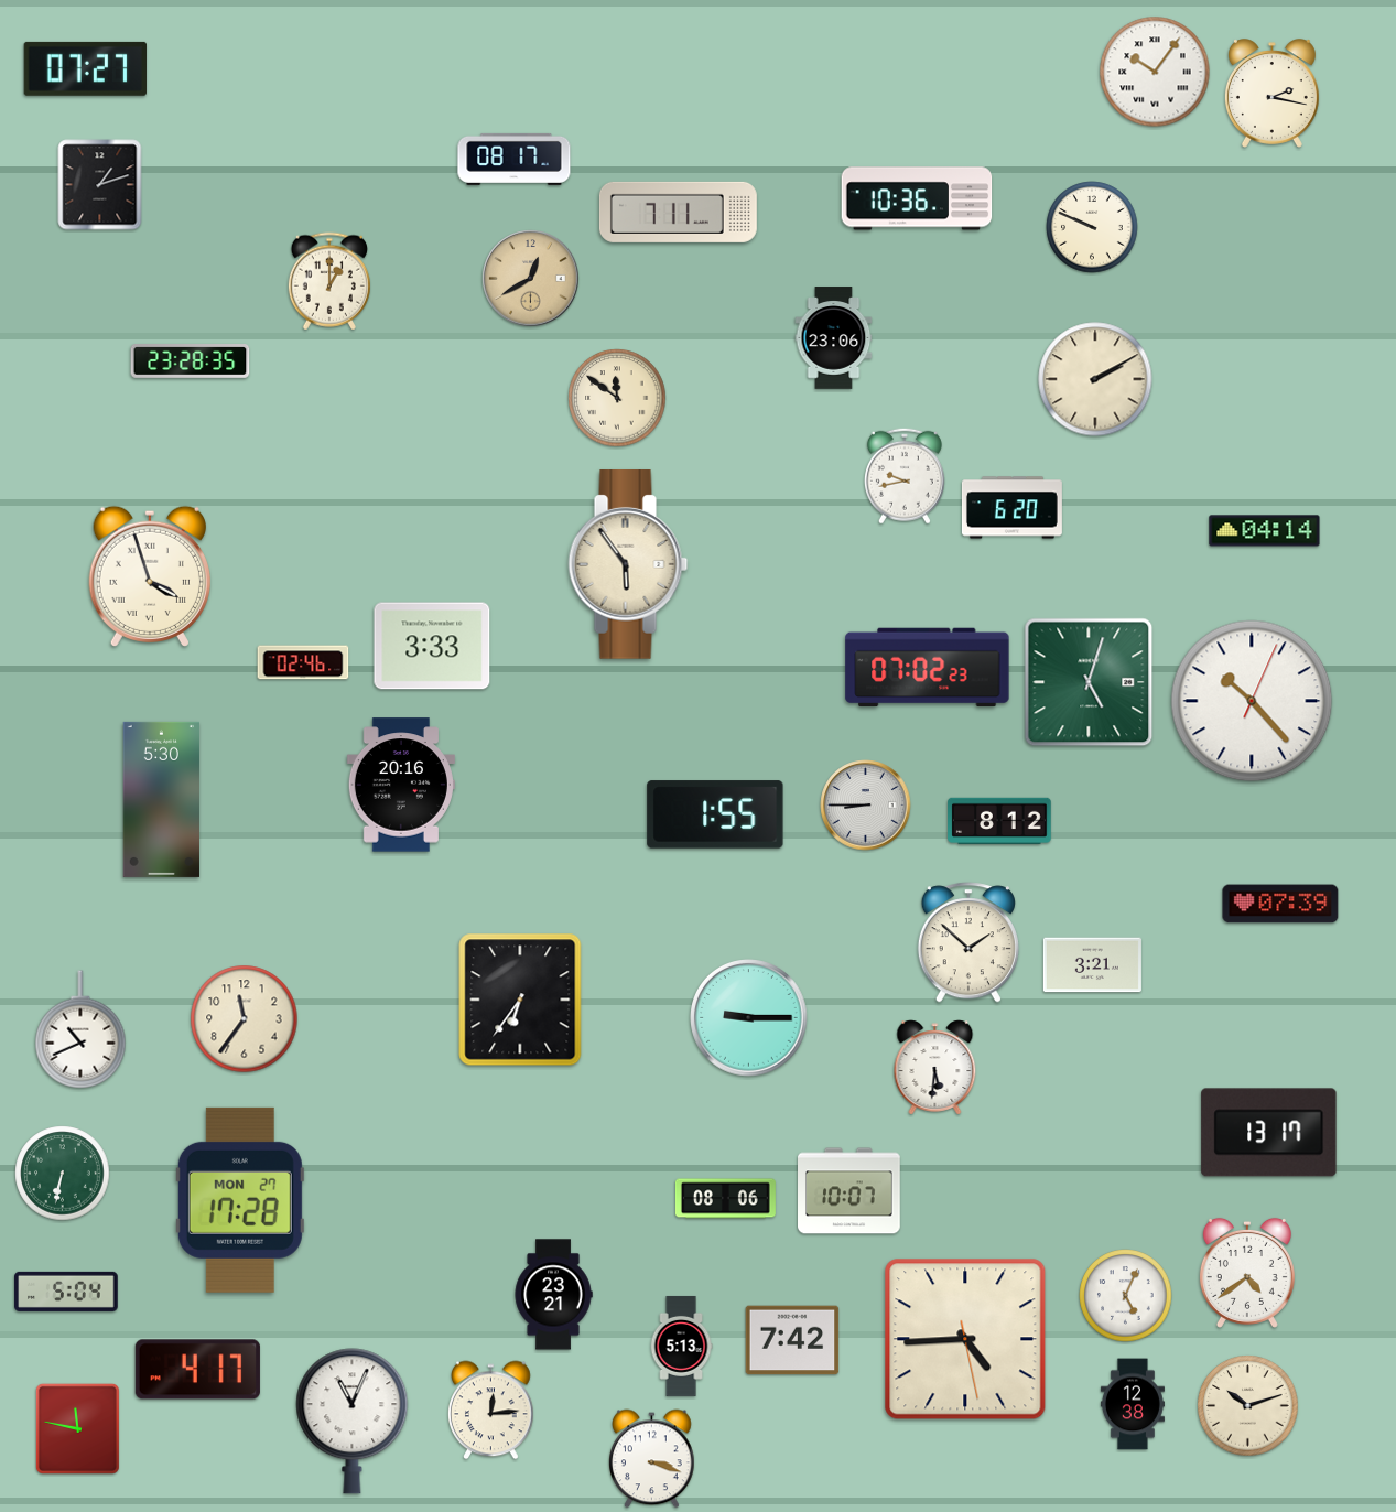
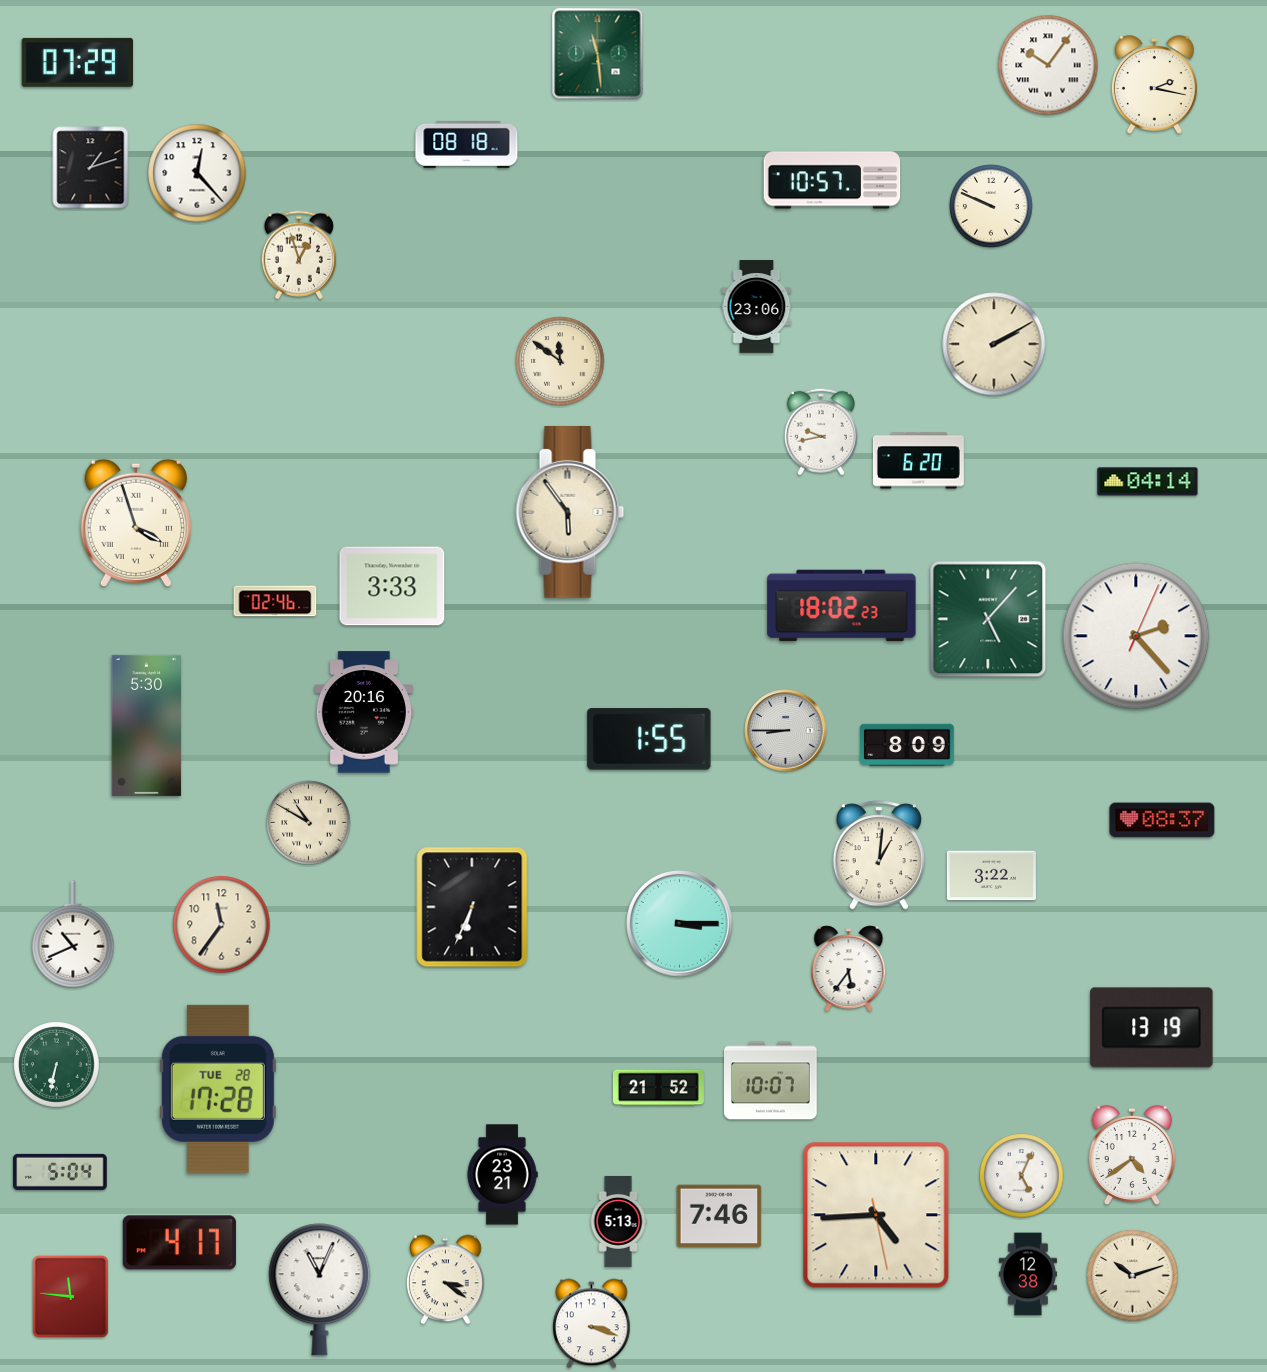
clock at (598, 54): none -> 11:29
clock at (85, 68): 07:27 -> 07:29
clock at (515, 159): 08:17 -> 08:18
clock at (197, 173): none -> 12:23
clock at (917, 198): 10:36 -> 10:57
clock at (678, 212): 7:11 -> none
clock at (531, 279): 12:40 -> none
clock at (329, 281): 1:00 -> 12:57
clock at (191, 361): 23:28 -> none
clock at (928, 668): 07:02 -> 18:02
clock at (1089, 682): 5:03 -> 5:07
clock at (1252, 701): 10:23 -> 2:23
clock at (999, 820): 8:12 -> 8:09
clock at (1280, 904): 07:39 -> 08:37
clock at (309, 823): none -> 10:50
clock at (968, 942): 1:52 -> 1:01
clock at (1092, 965): 3:21 -> 3:22
clock at (520, 1000): 6:36 -> 6:34
clock at (749, 1018): 9:15 -> 3:15
clock at (935, 1068): 5:31 -> 5:36
clock at (1269, 1133): 13:17 -> 13:19
clock at (725, 1199): 08:06 -> 21:52
clock at (240, 1200) date: MON 27 -> TUE 28
clock at (792, 1340): 7:42 -> 7:46
clock at (491, 1411): 12:14 -> 3:21
clock at (77, 1428): 11:47 -> 11:46
